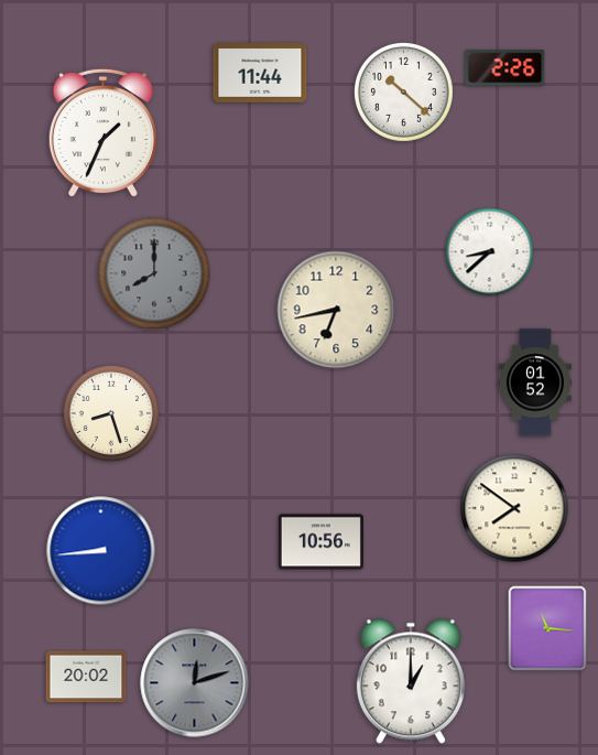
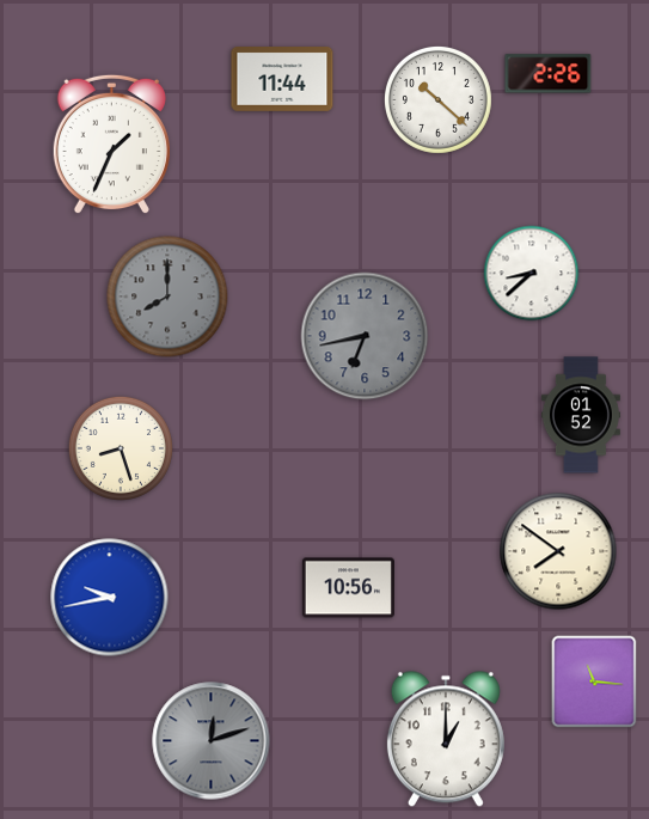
clock at (336, 310) dial: cream -> grey
clock at (101, 551): 8:44 -> 9:43
clock at (86, 677): 20:02 -> none
